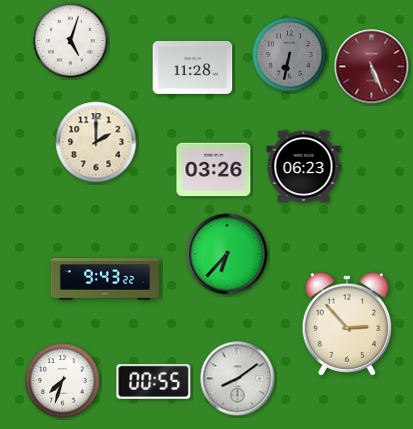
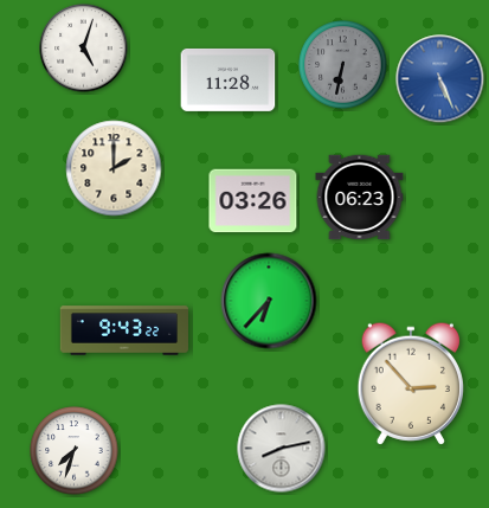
clock at (372, 67) dial: burgundy -> blue
clock at (238, 379): 8:09 -> 8:13
clock at (154, 382): 00:55 -> none
